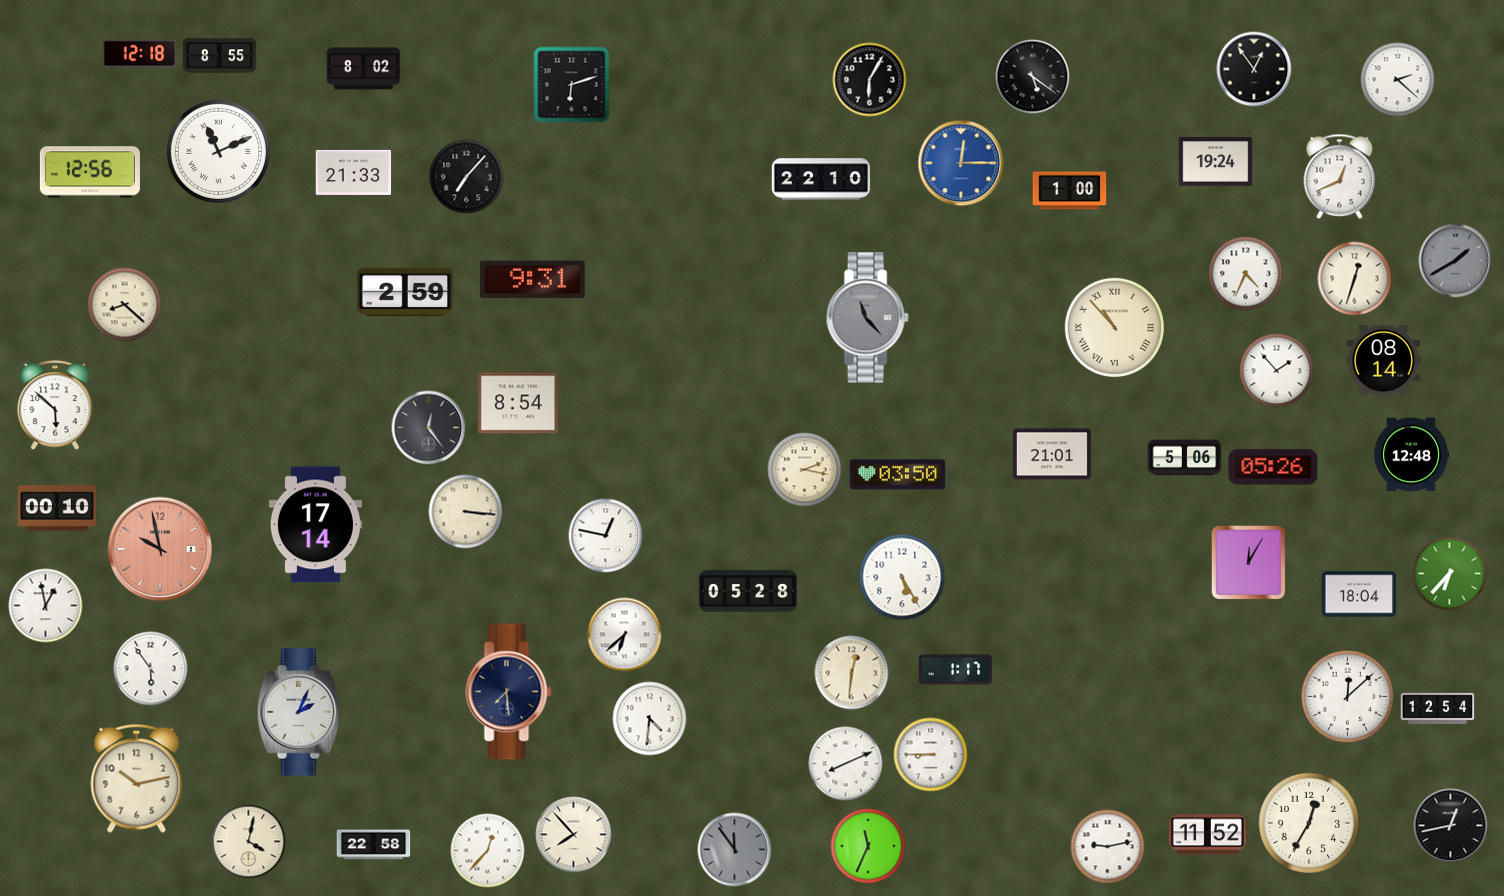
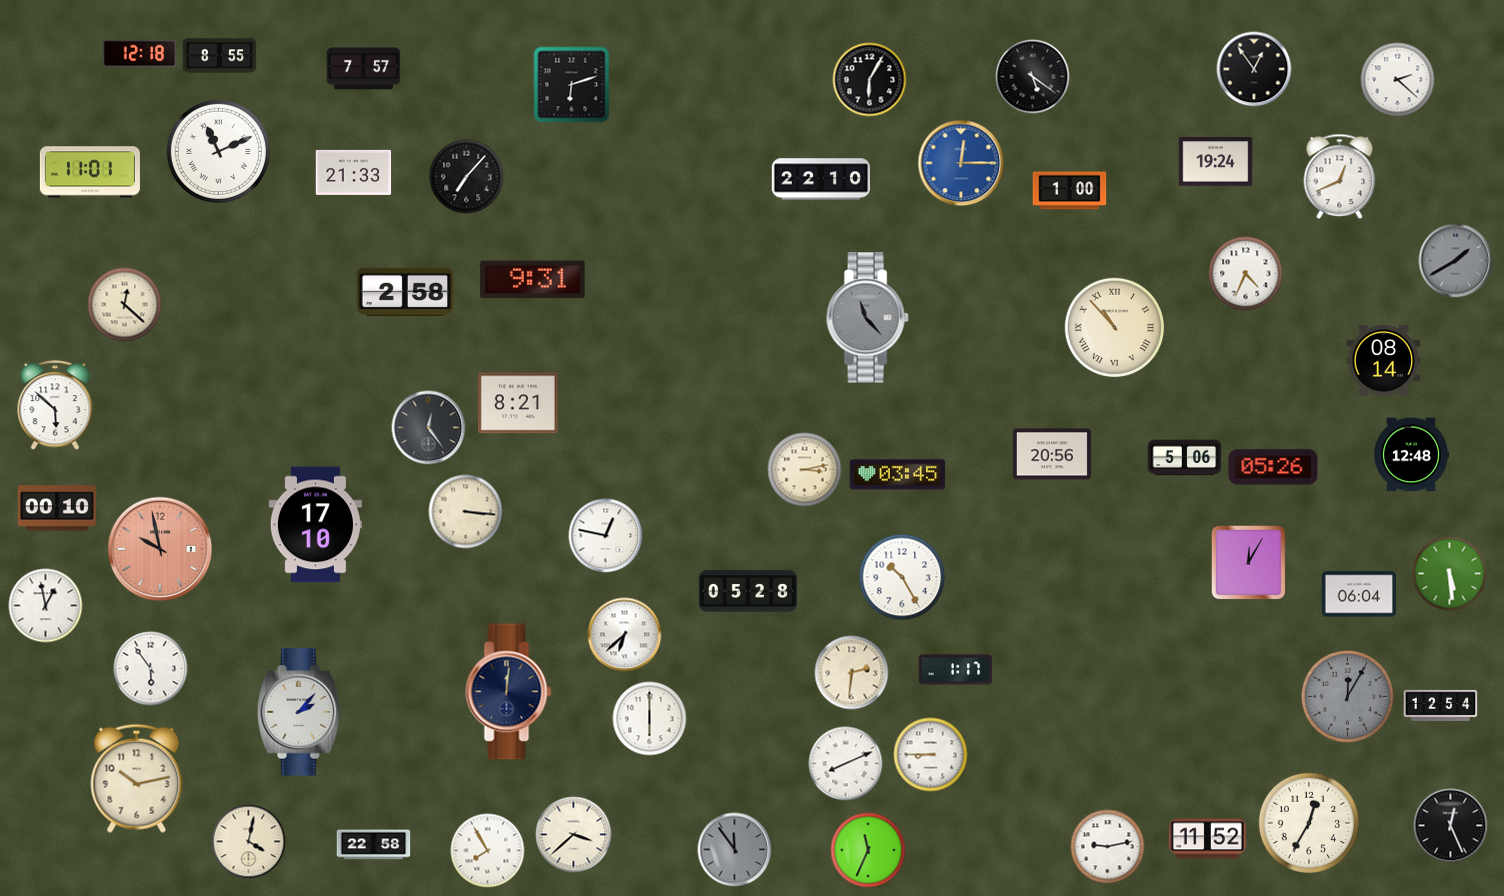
clock at (364, 69): 8:02 -> 7:57
clock at (90, 172): 12:56 -> 11:01
clock at (1355, 279): 12:33 -> none
clock at (405, 292): 2:59 -> 2:58
clock at (125, 305): 8:22 -> 12:22
clock at (1277, 371): 1:53 -> none
clock at (518, 403): 8:54 -> 8:21
clock at (1052, 454): 21:01 -> 20:56
clock at (805, 470): 2:17 -> 3:13
clock at (898, 475): 03:50 -> 03:45
clock at (315, 525): 17:14 -> 17:10
clock at (1450, 574): 6:37 -> 5:29
clock at (902, 577): 5:25 -> 10:25
clock at (1359, 594): 18:04 -> 06:04
clock at (852, 673): 12:31 -> 2:31
clock at (509, 692): 7:29 -> 12:01
clock at (1348, 697): 12:08 -> 12:05
clock at (1348, 697) dial: white -> grey
clock at (1438, 708) position: (1438, 708) -> (1441, 705)
clock at (299, 712): 2:04 -> 2:07
clock at (650, 719): 4:31 -> 6:00
clock at (1451, 826): 12:43 -> 12:26
clock at (574, 835): 7:53 -> 3:38
clock at (1207, 835) position: (1207, 835) -> (1207, 839)
clock at (868, 846) position: (868, 846) -> (868, 850)
clock at (488, 851): 12:37 -> 7:55
